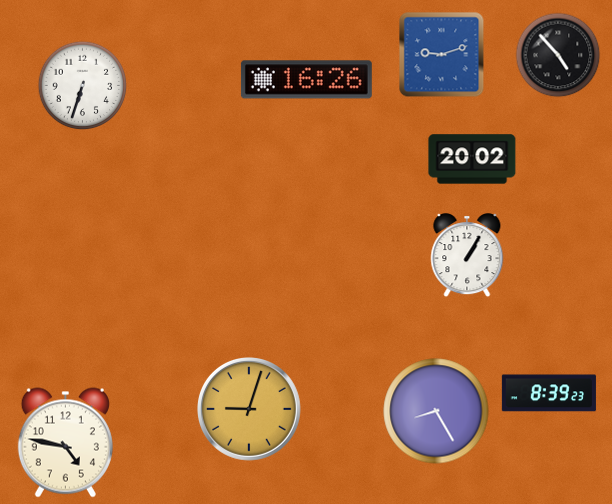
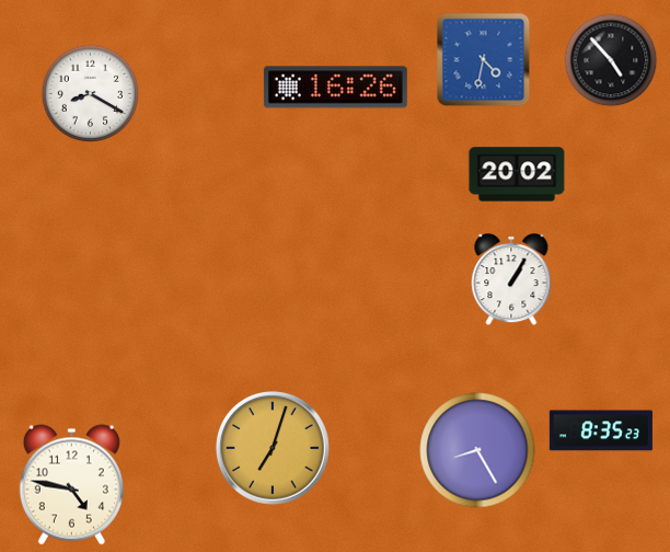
clock at (442, 55): 9:12 -> 4:32
clock at (83, 86): 6:33 -> 8:20
clock at (549, 393): 8:39 -> 8:35
clock at (250, 410): 9:03 -> 7:03
